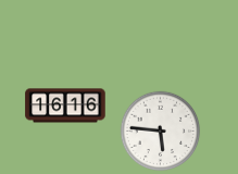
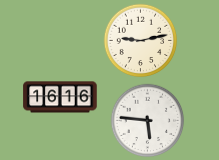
clock at (141, 41): none -> 9:13
